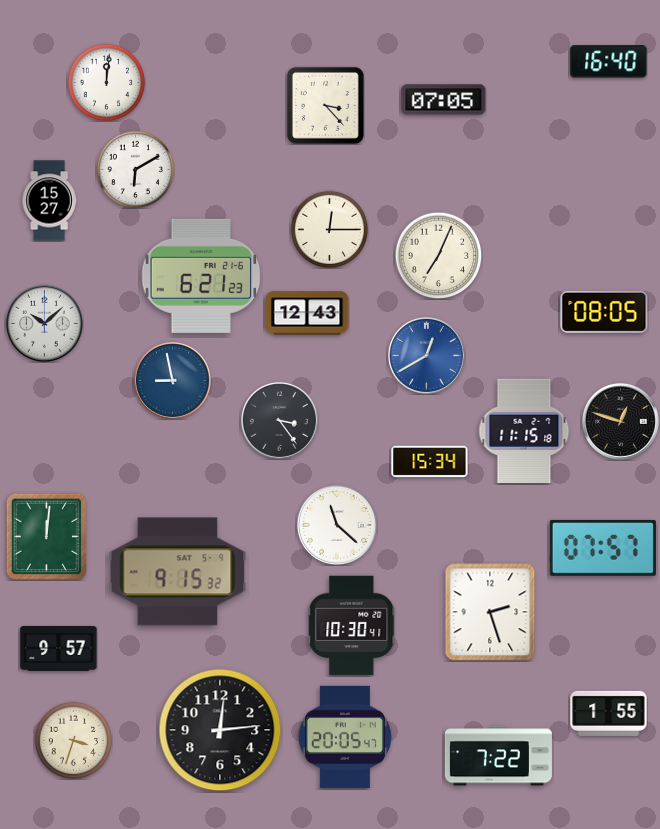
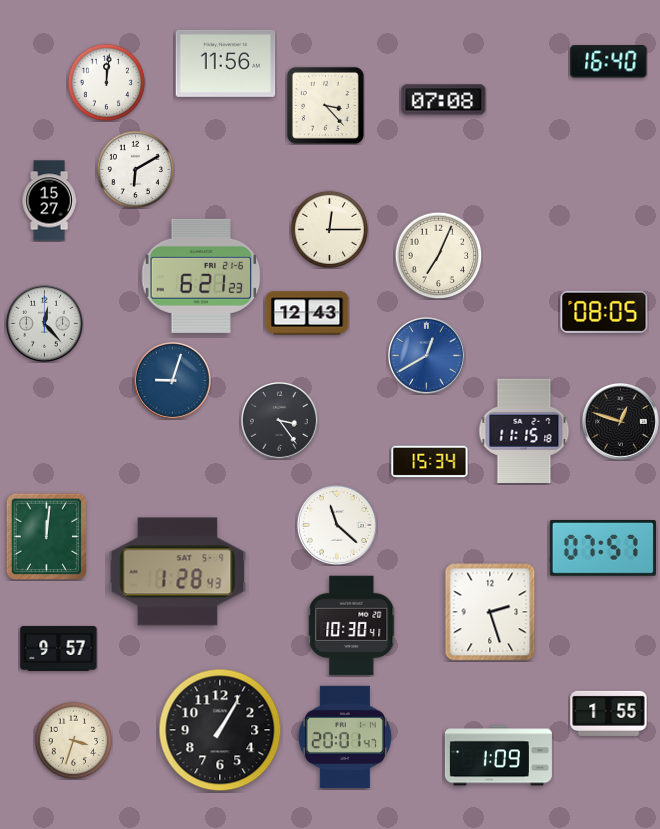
clock at (226, 63): none -> 11:56
clock at (444, 100): 07:05 -> 07:08
clock at (44, 323): 10:08 -> 12:23
clock at (172, 380): 8:58 -> 9:03
clock at (178, 572): 9:15 -> 1:28
clock at (220, 730): 12:14 -> 1:05
clock at (345, 736): 20:05 -> 20:01
clock at (498, 756): 7:22 -> 1:09
